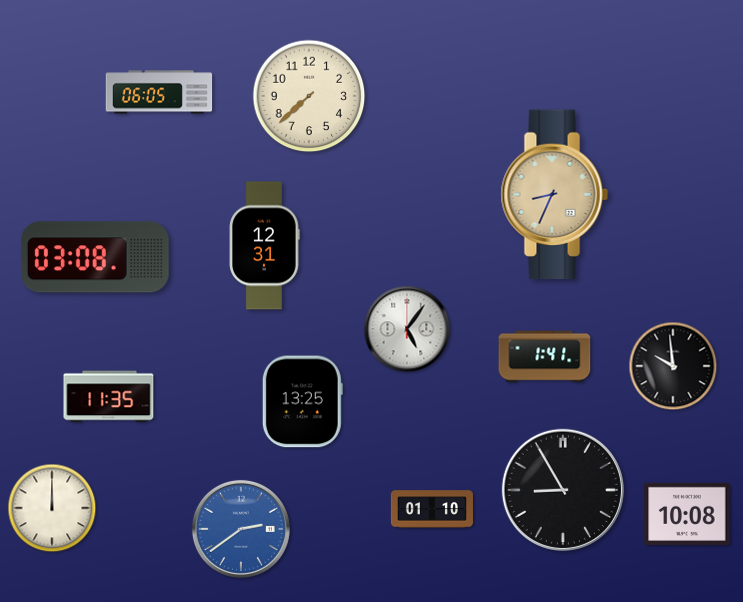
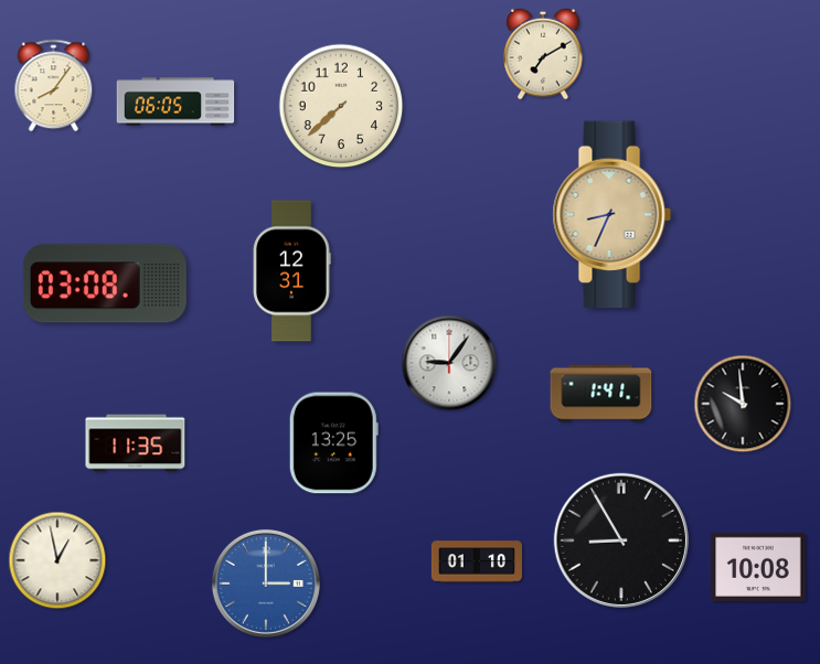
clock at (543, 54): none -> 7:10
clock at (54, 86): none -> 8:06
clock at (407, 329): 5:06 -> 9:06
clock at (109, 397) position: (109, 397) -> (136, 443)
clock at (52, 508): 12:00 -> 12:58
clock at (241, 529): 2:39 -> 3:00
